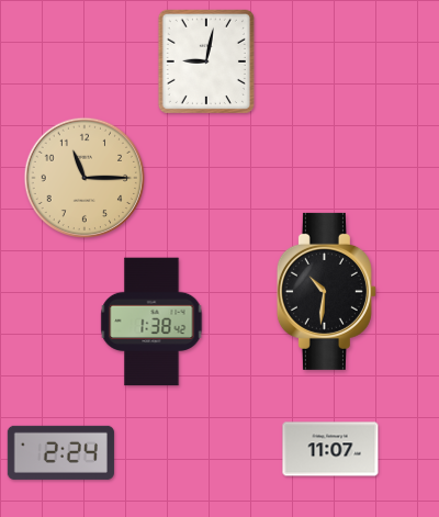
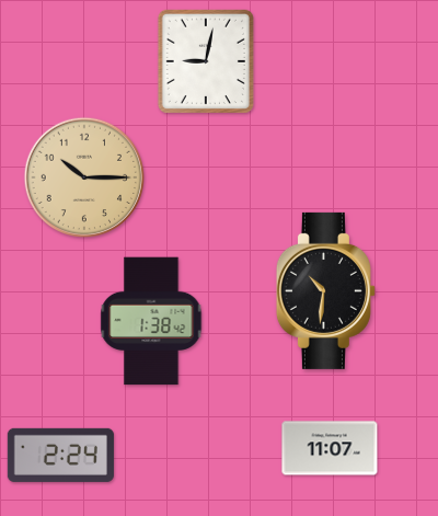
clock at (85, 178): 11:15 -> 10:15
clock at (60, 452) position: (60, 452) -> (60, 455)
